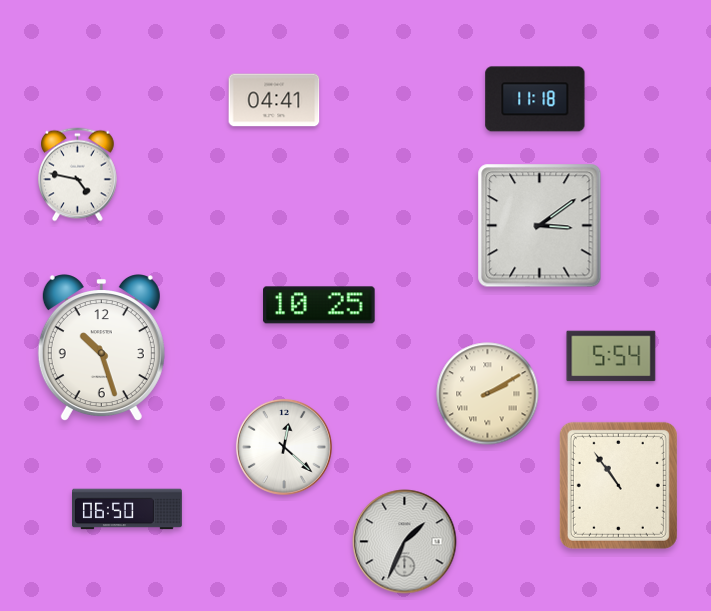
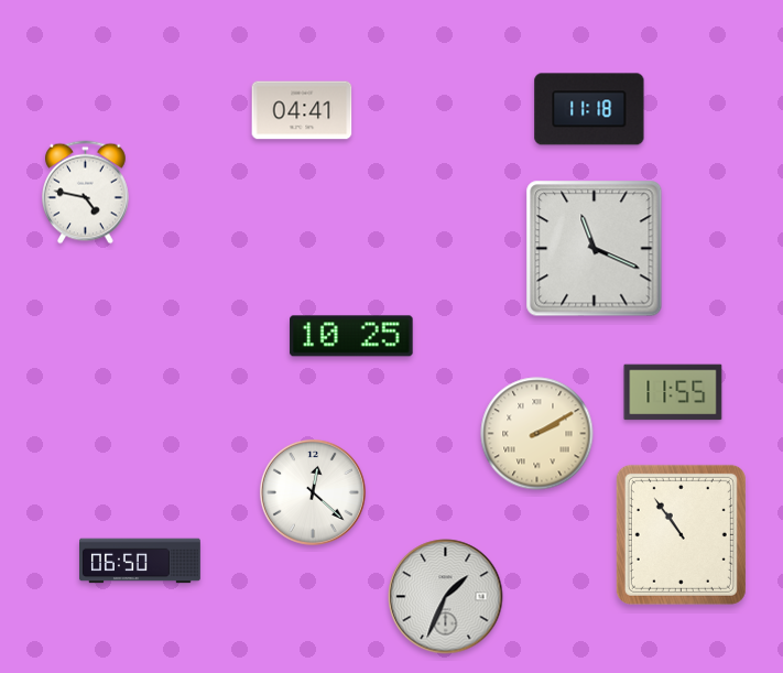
clock at (540, 226): 3:09 -> 11:19
clock at (101, 348): 10:27 -> none
clock at (611, 356): 5:54 -> 11:55
